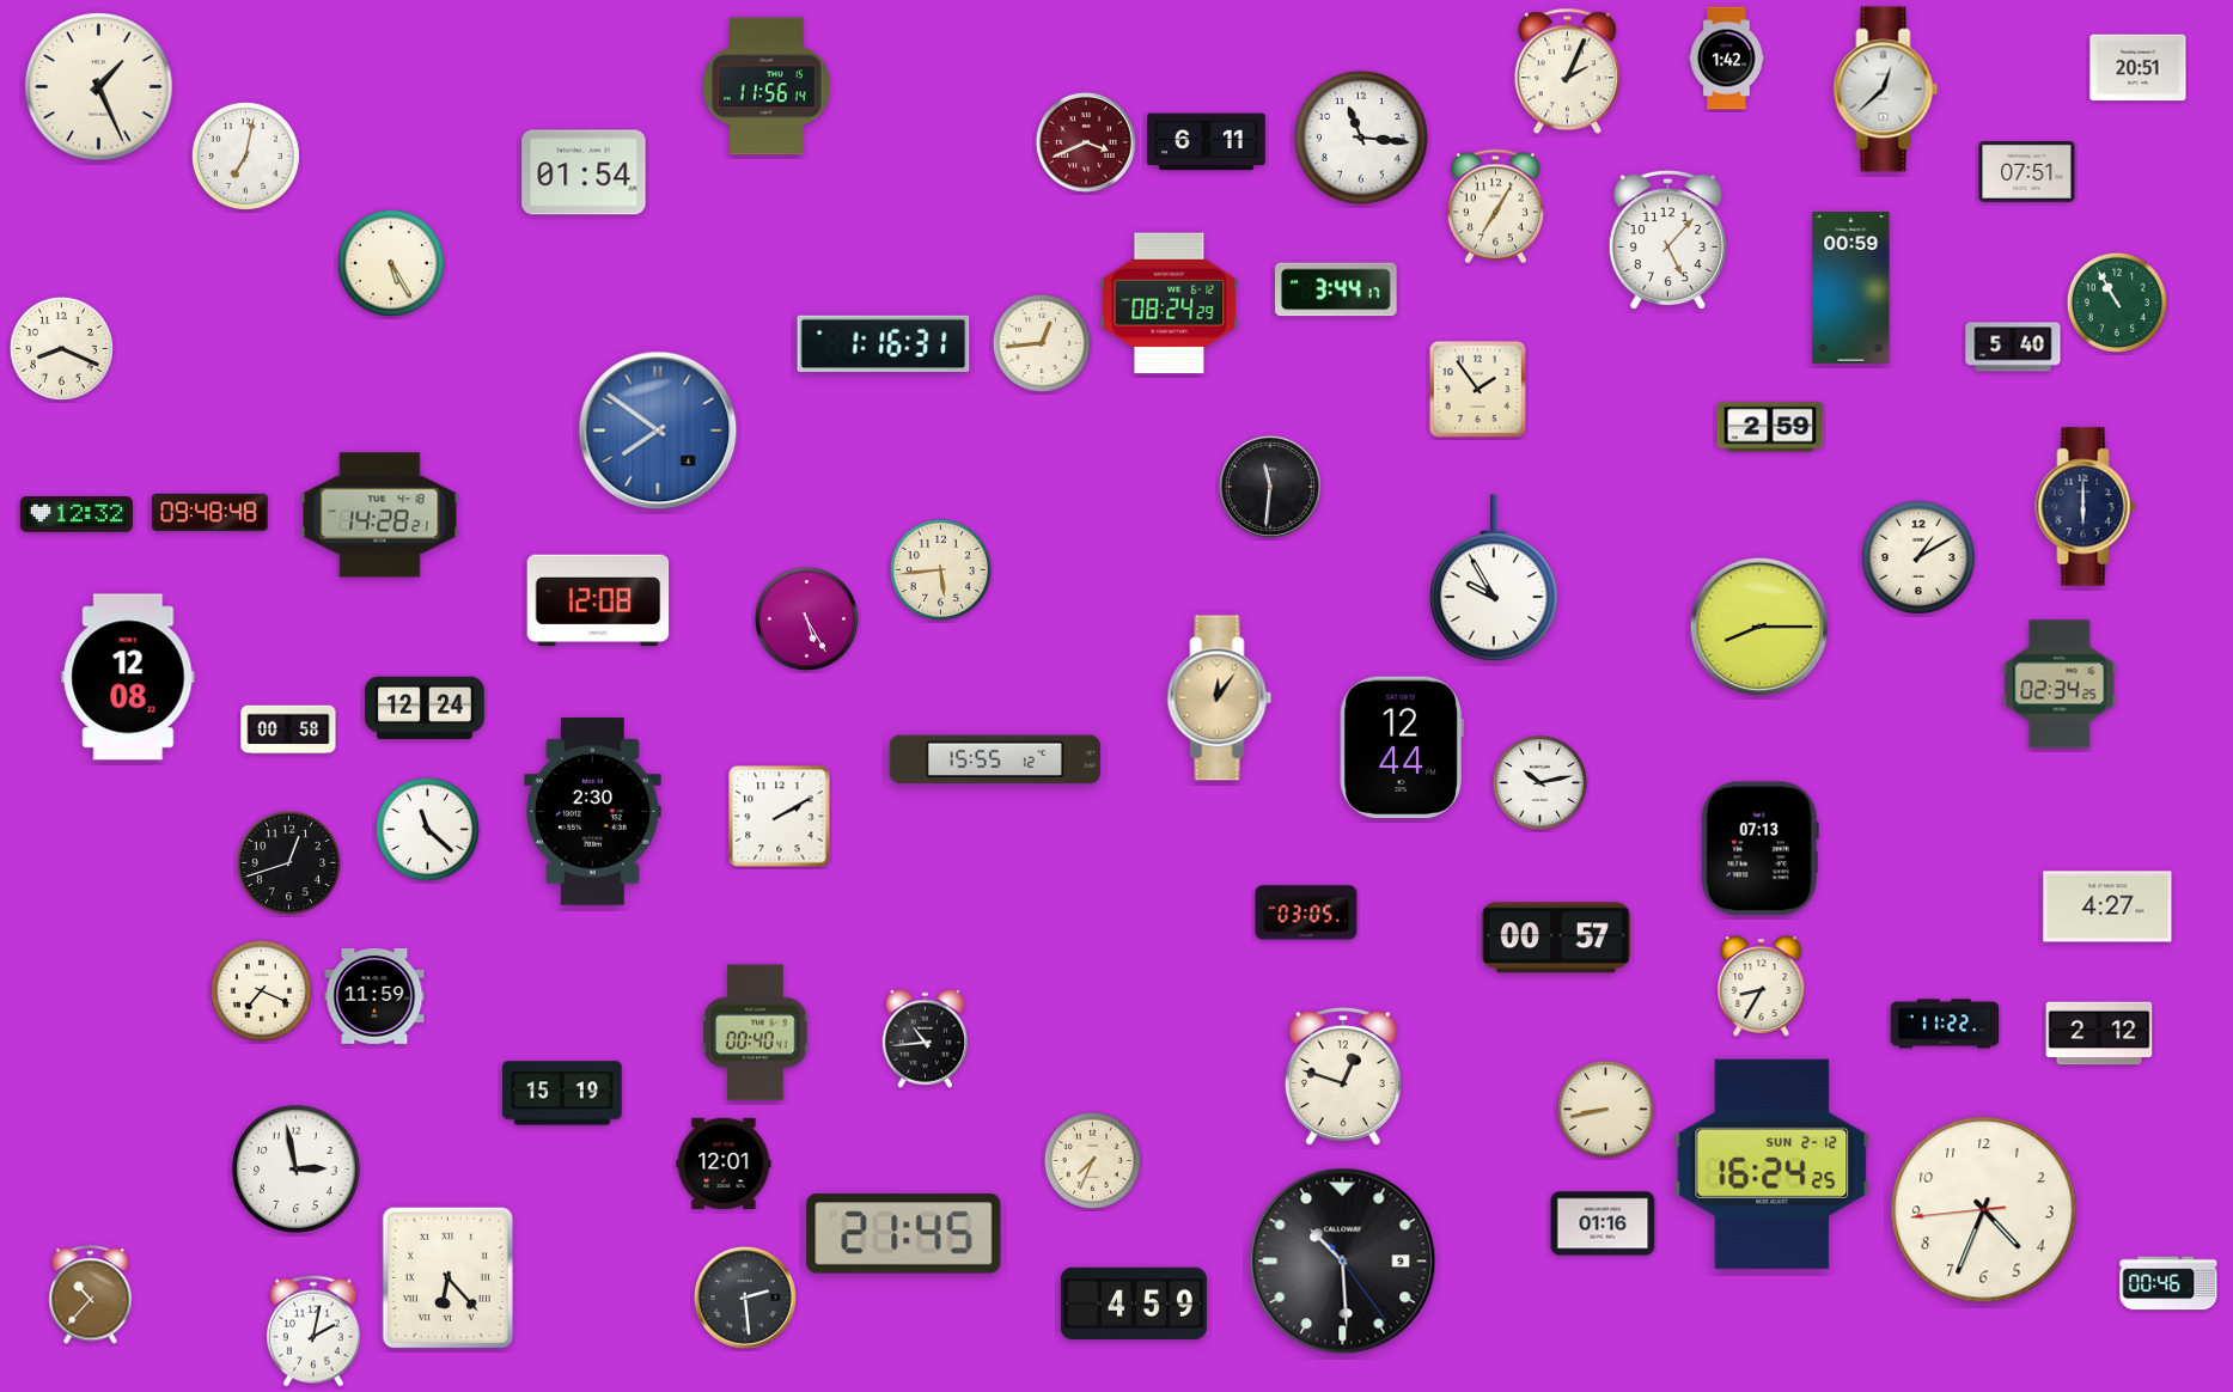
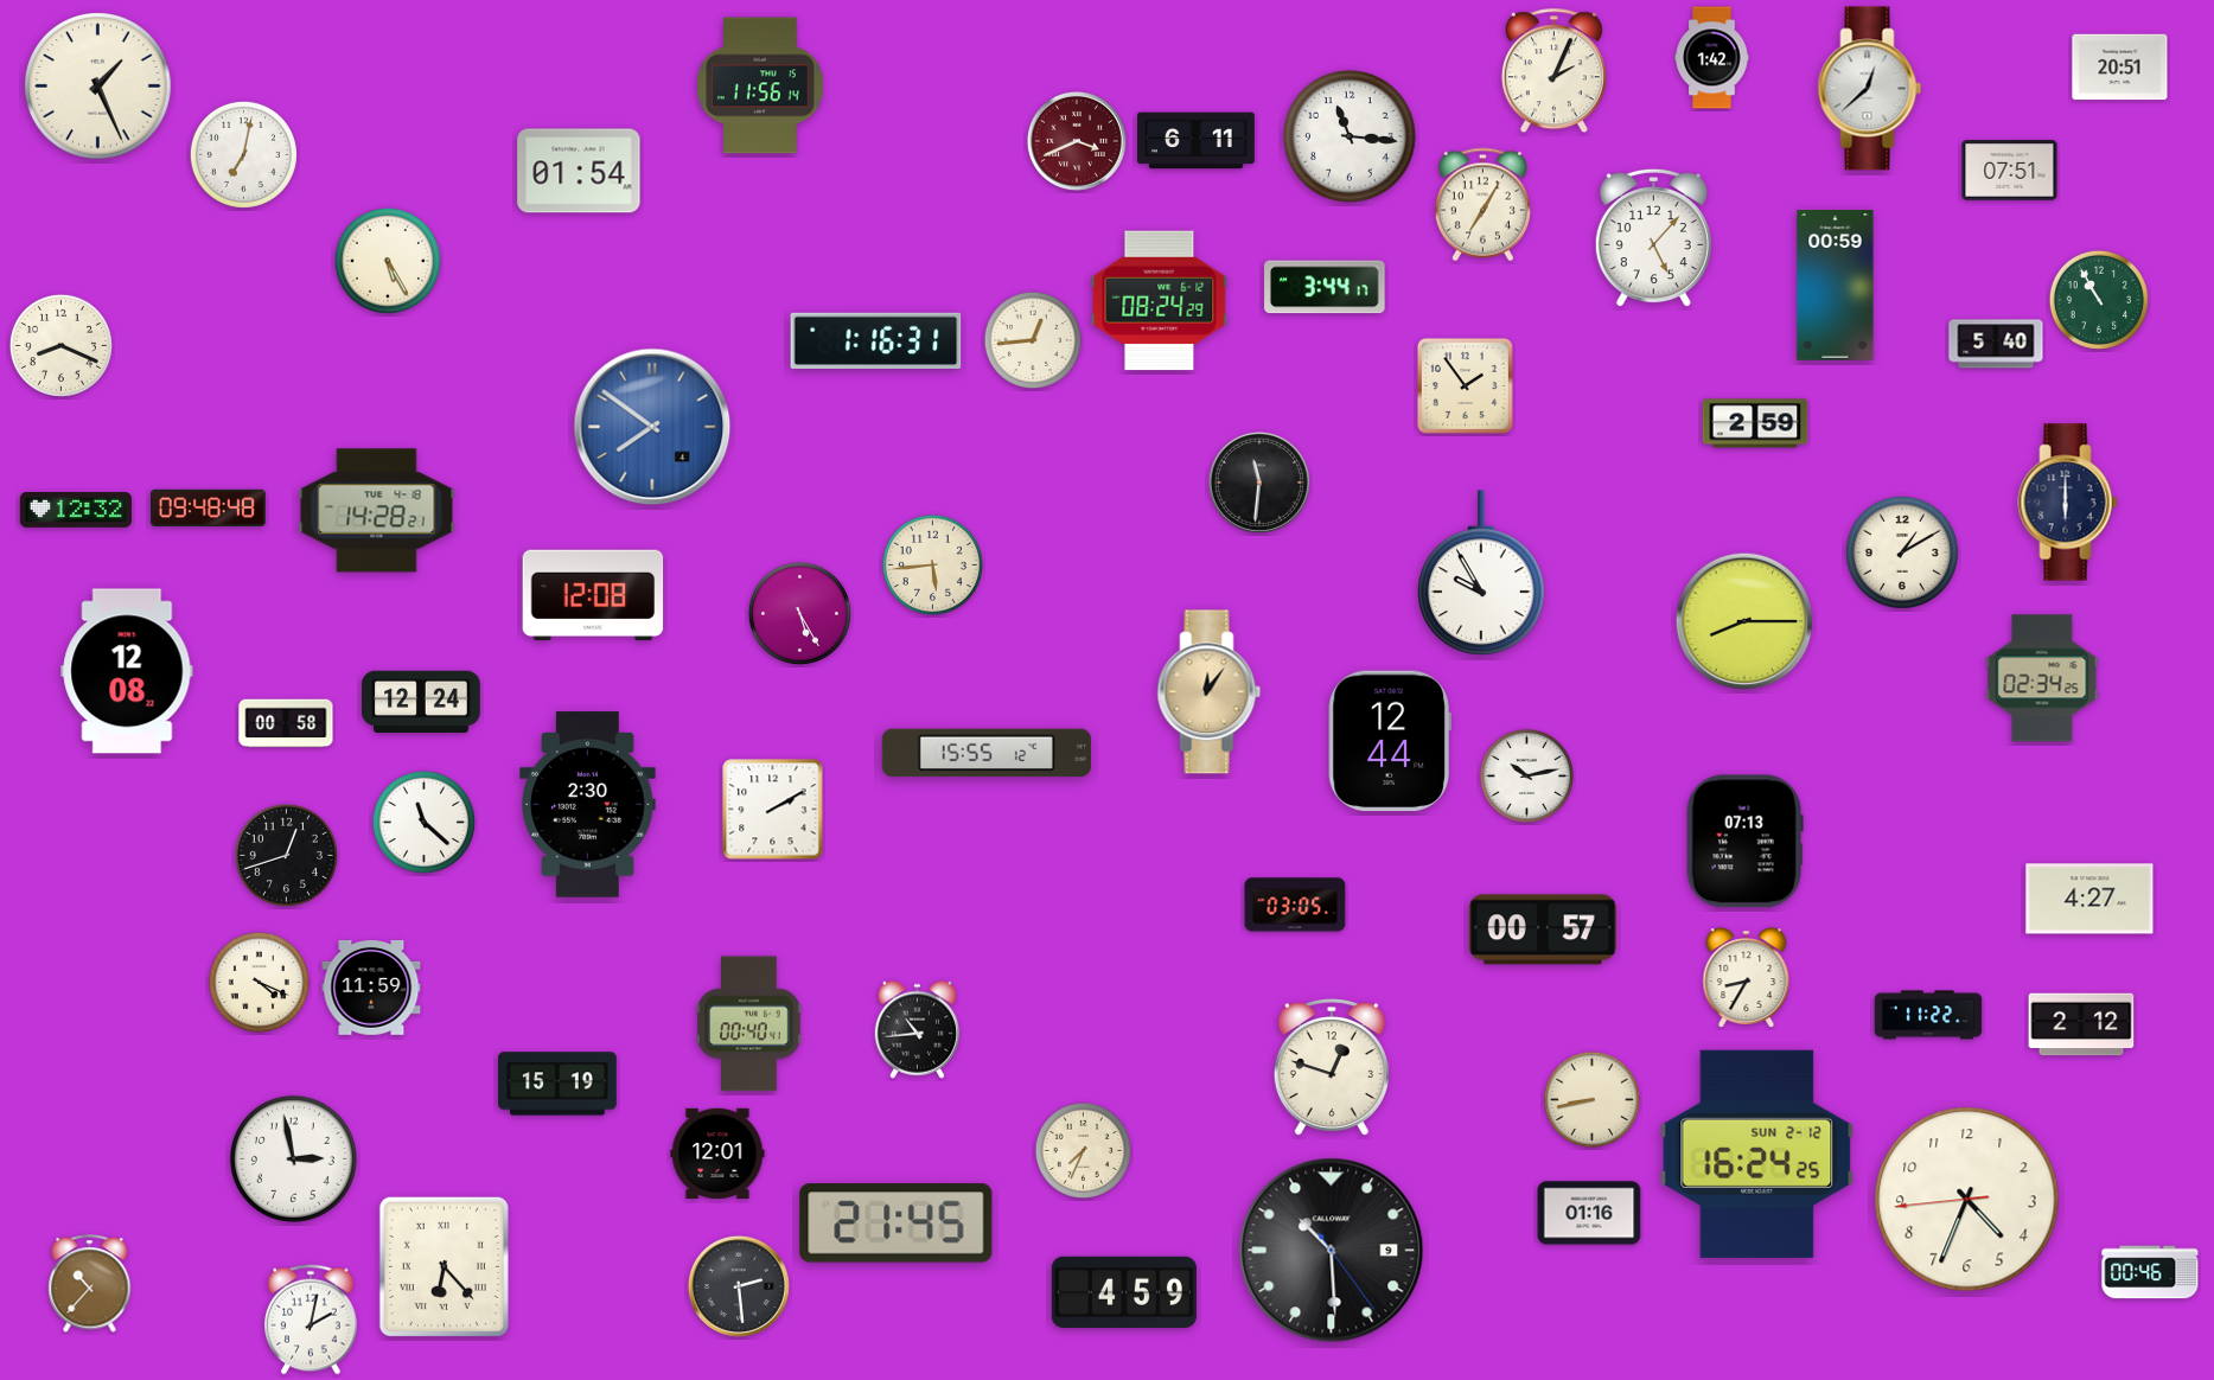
clock at (261, 990): 7:19 -> 4:19
